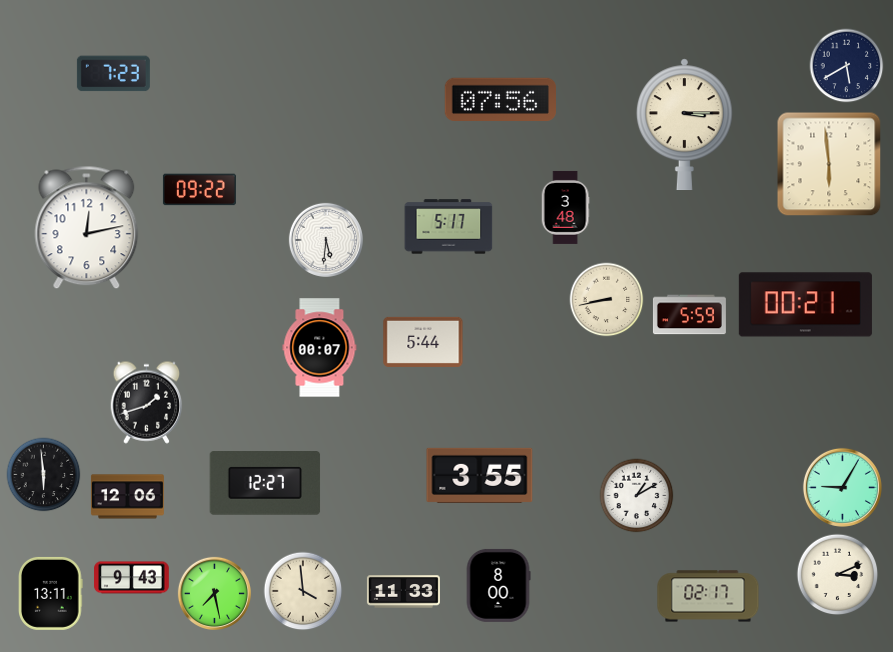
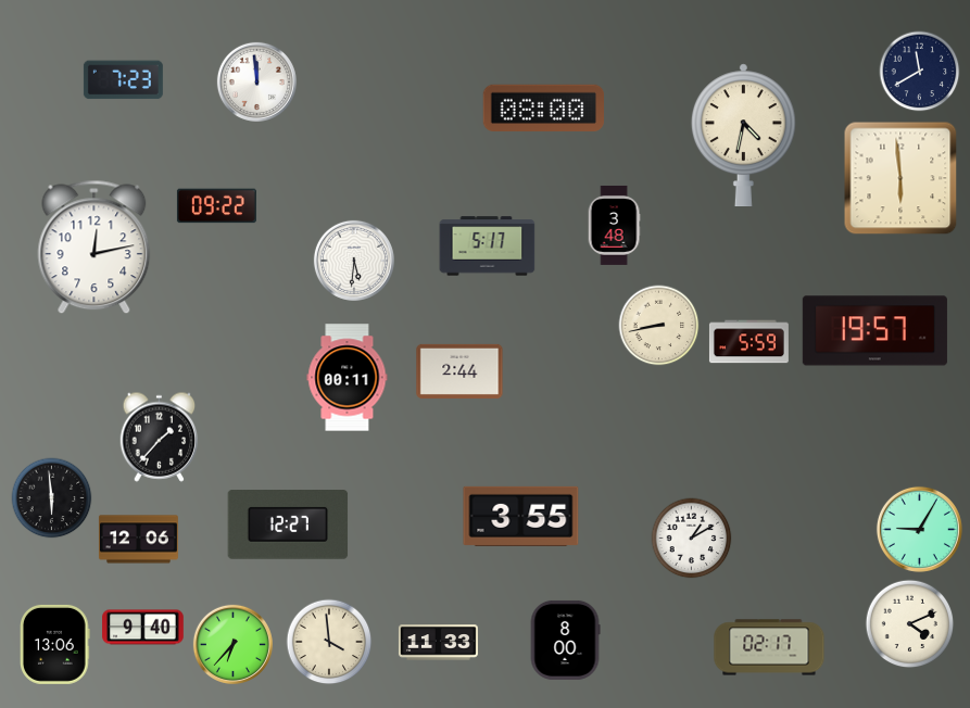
clock at (847, 66): 5:40 -> 11:40
clock at (256, 81): none -> 11:59
clock at (500, 99): 07:56 -> 08:00
clock at (684, 124): 3:15 -> 4:32
clock at (805, 305): 00:21 -> 19:57
clock at (423, 342): 5:44 -> 2:44
clock at (320, 348): 00:07 -> 00:11
clock at (147, 402): 1:42 -> 1:37
clock at (44, 475) position: (44, 475) -> (52, 498)
clock at (842, 487) position: (842, 487) -> (919, 529)
clock at (838, 575): 3:11 -> 4:11
clock at (132, 578): 9:43 -> 9:40
clock at (498, 585) position: (498, 585) -> (565, 640)
clock at (51, 593): 13:11 -> 13:06
clock at (214, 593): 7:28 -> 6:37
